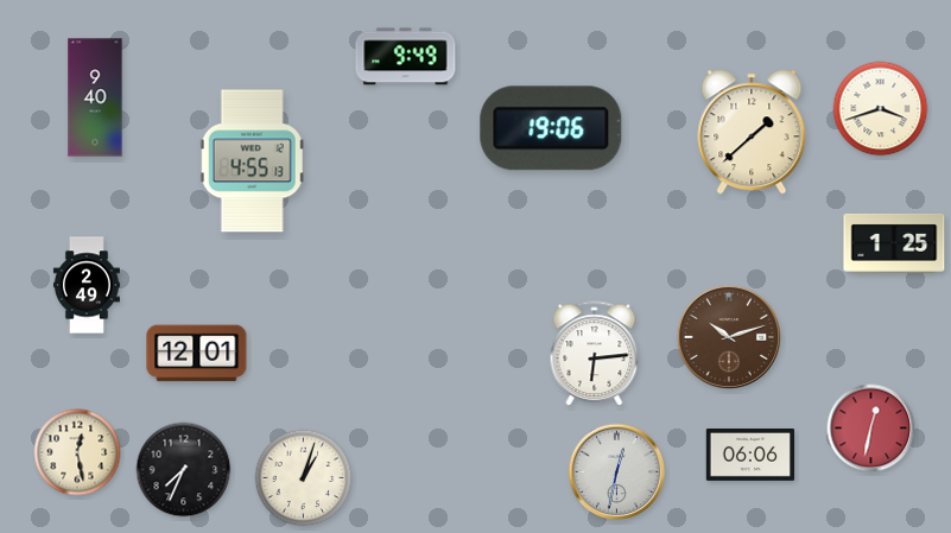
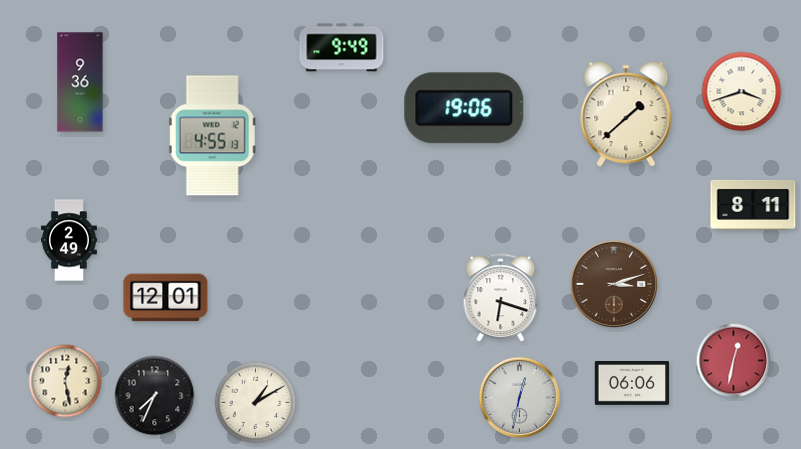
clock at (95, 97): 9:40 -> 9:36
clock at (752, 132) position: (752, 132) -> (626, 114)
clock at (894, 243): 1:25 -> 8:11
clock at (87, 285) position: (87, 285) -> (69, 240)
clock at (729, 337): 10:12 -> 3:12
clock at (595, 354): 6:14 -> 6:18
clock at (304, 478): 1:03 -> 1:10
